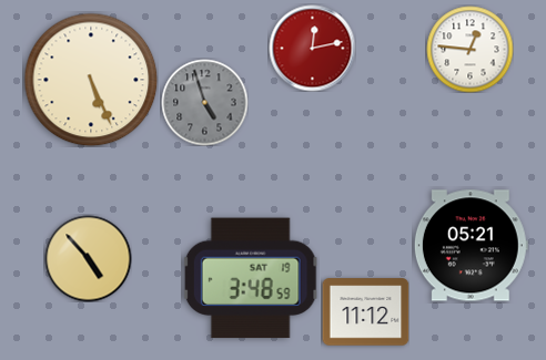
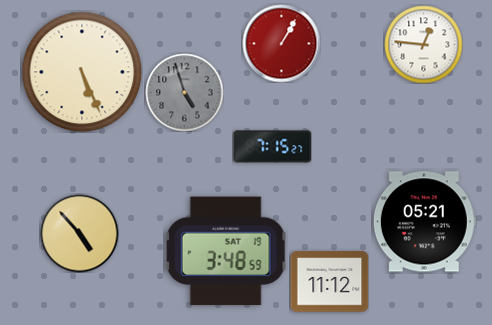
clock at (312, 48): 12:13 -> 1:05
clock at (272, 147): none -> 7:15
